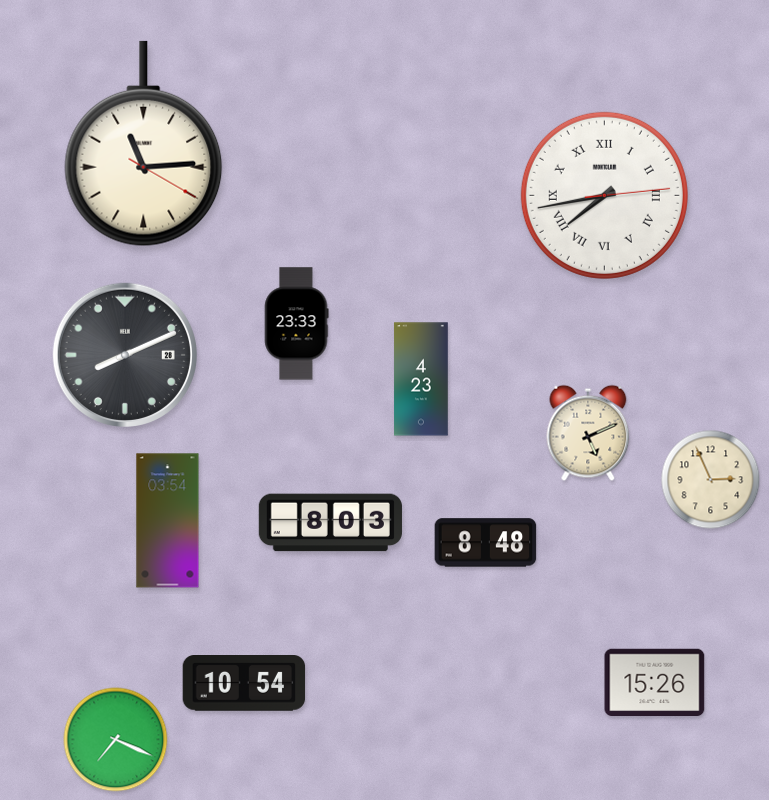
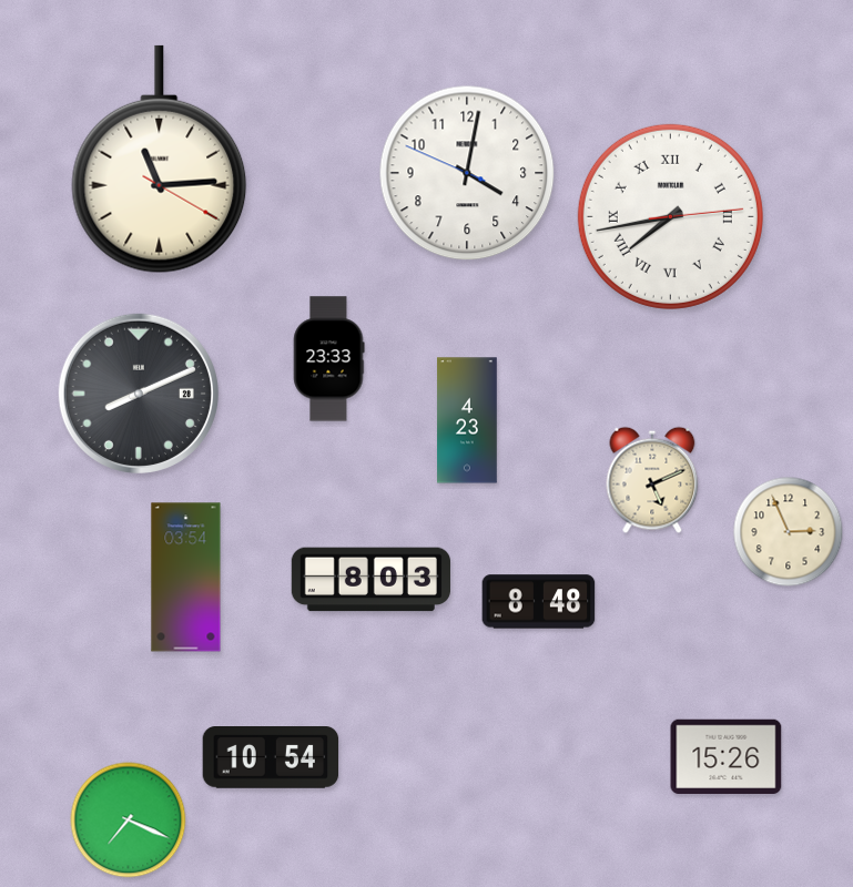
clock at (467, 173): none -> 4:01
clock at (330, 523) position: (330, 523) -> (370, 580)
